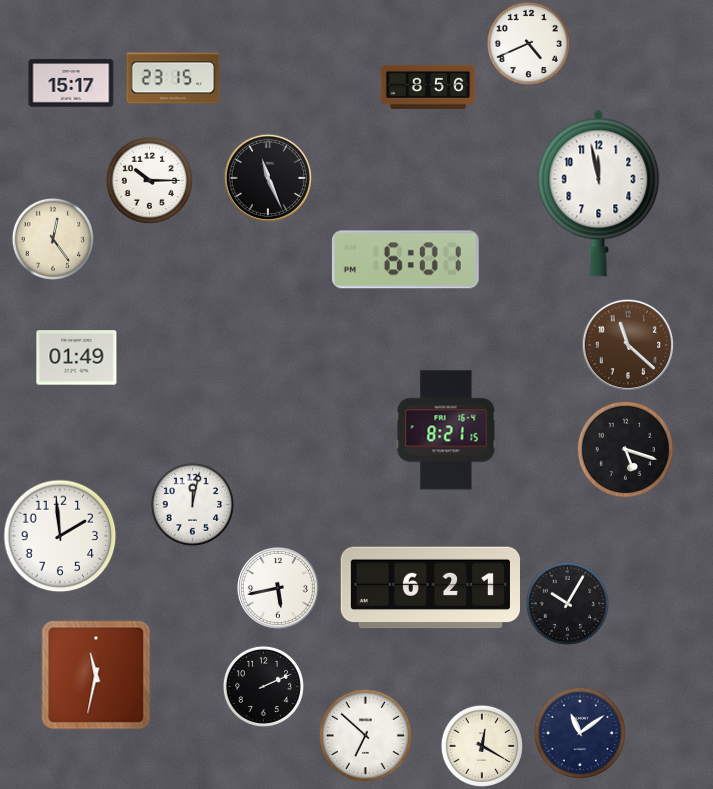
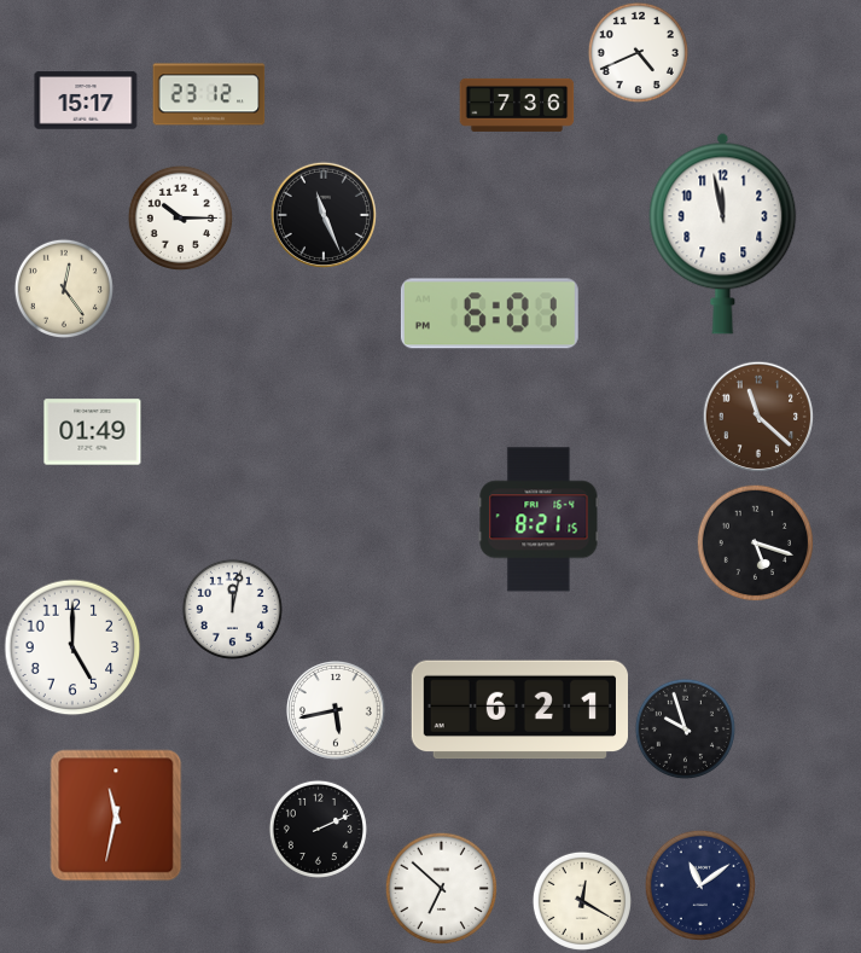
clock at (173, 78): 23:15 -> 23:12
clock at (428, 87): 8:56 -> 7:36
clock at (60, 536): 1:59 -> 5:00
clock at (567, 603): 10:05 -> 9:57
